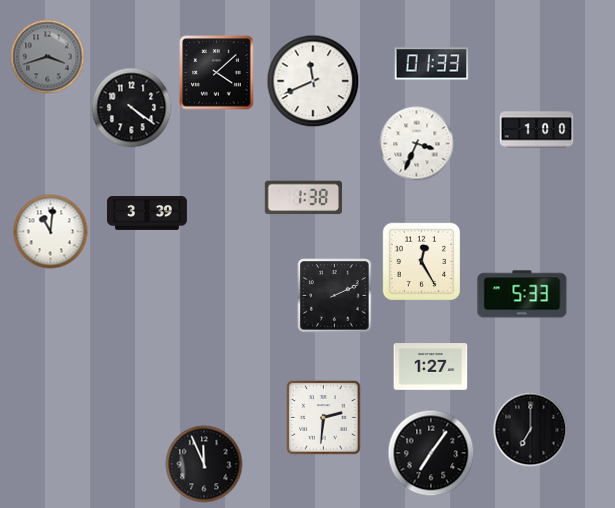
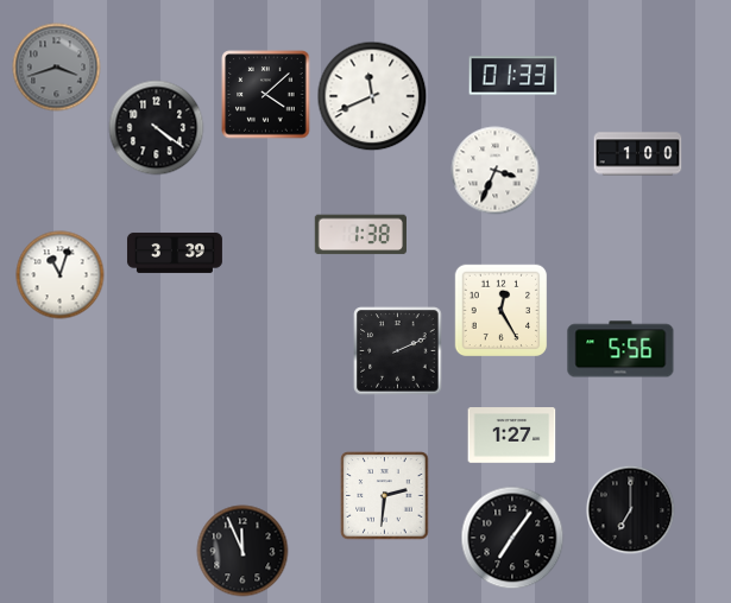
clock at (217, 73) position: (217, 73) -> (266, 95)
clock at (51, 232): 11:01 -> 11:03
clock at (522, 294): 5:33 -> 5:56
